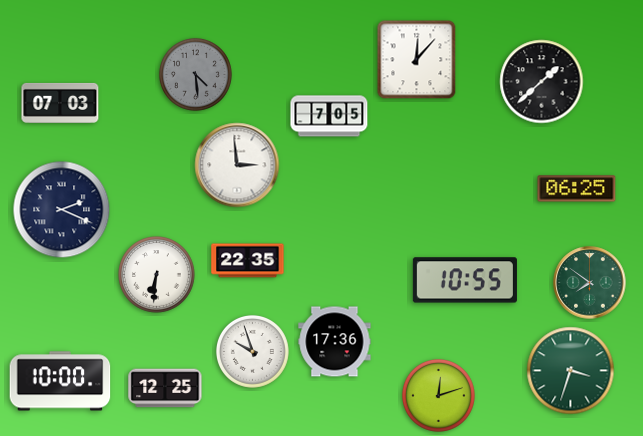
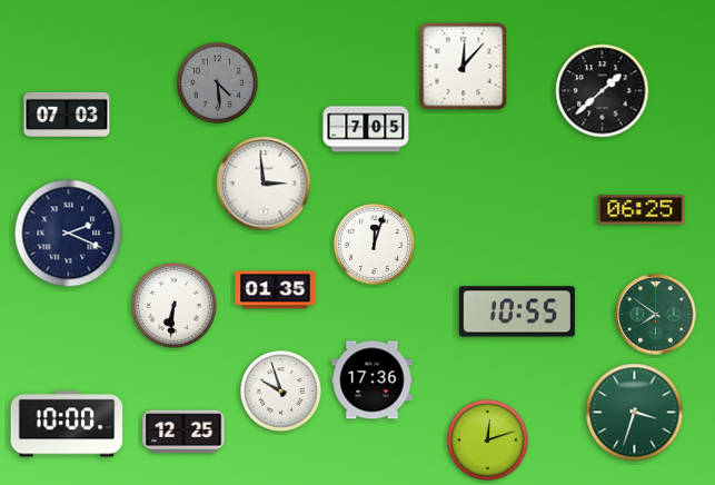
clock at (374, 244): none -> 12:03
clock at (248, 261): 22:35 -> 01:35
